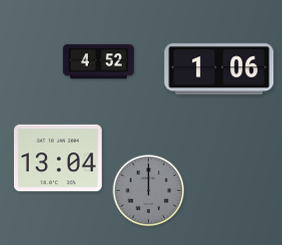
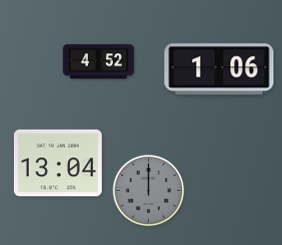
clock at (58, 158) position: (58, 158) -> (58, 163)
